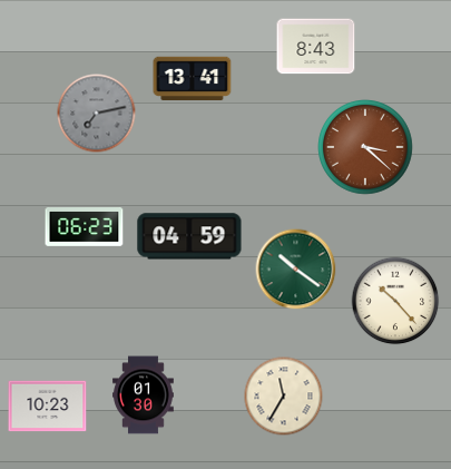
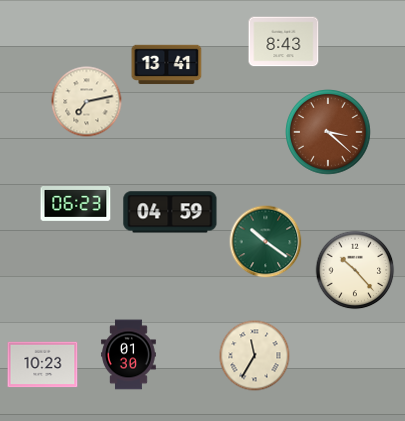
clock at (193, 79) position: (193, 79) -> (167, 65)
clock at (97, 114) dial: grey -> cream
